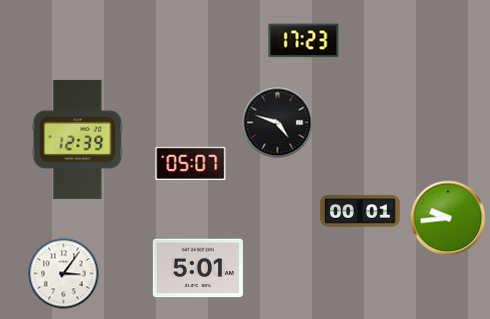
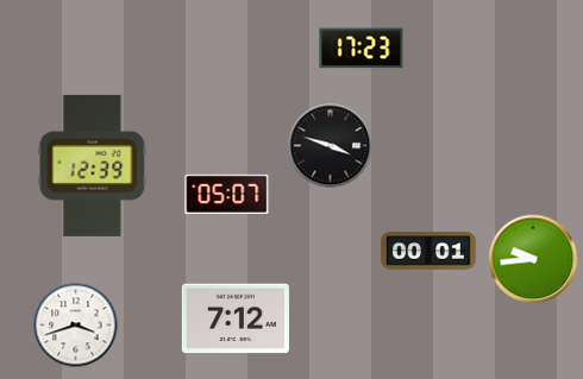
clock at (278, 123): 4:48 -> 3:48
clock at (198, 268): 5:01 -> 7:12
clock at (64, 274): 3:06 -> 3:42
